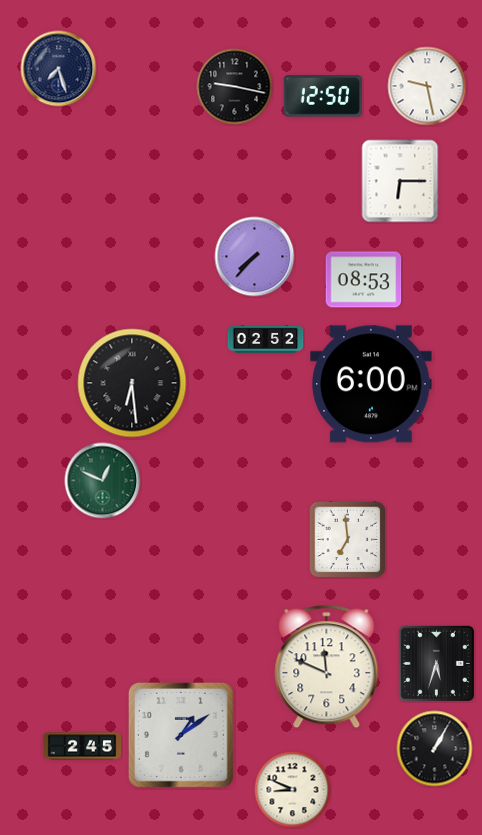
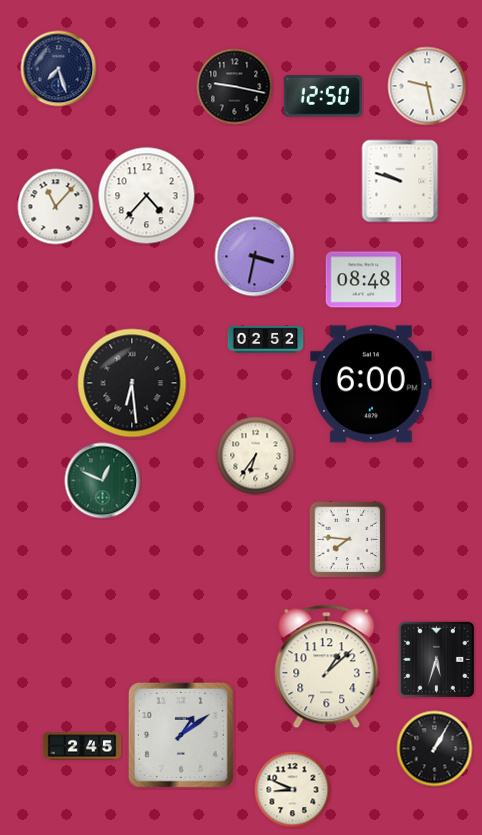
clock at (400, 181): 6:15 -> 9:48
clock at (147, 196): none -> 4:37
clock at (56, 207): none -> 11:07
clock at (255, 257): 7:37 -> 3:32
clock at (364, 280): 08:53 -> 08:48
clock at (256, 456): none -> 6:36
clock at (347, 539): 6:59 -> 7:46
clock at (436, 663) position: (436, 663) -> (436, 659)
clock at (327, 667): 11:49 -> 1:08
